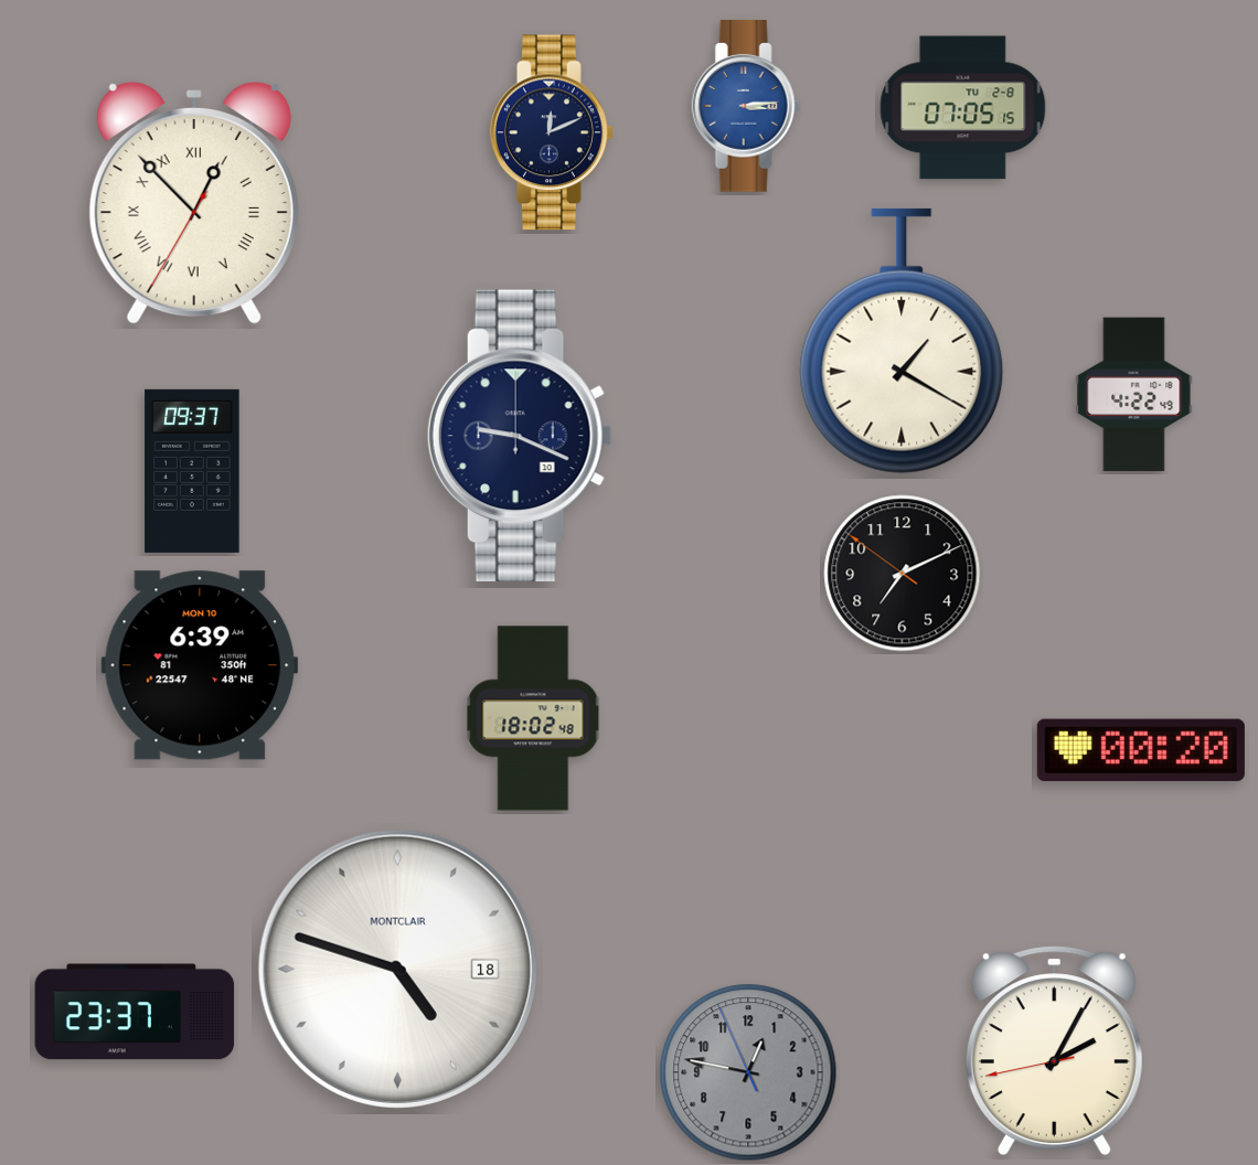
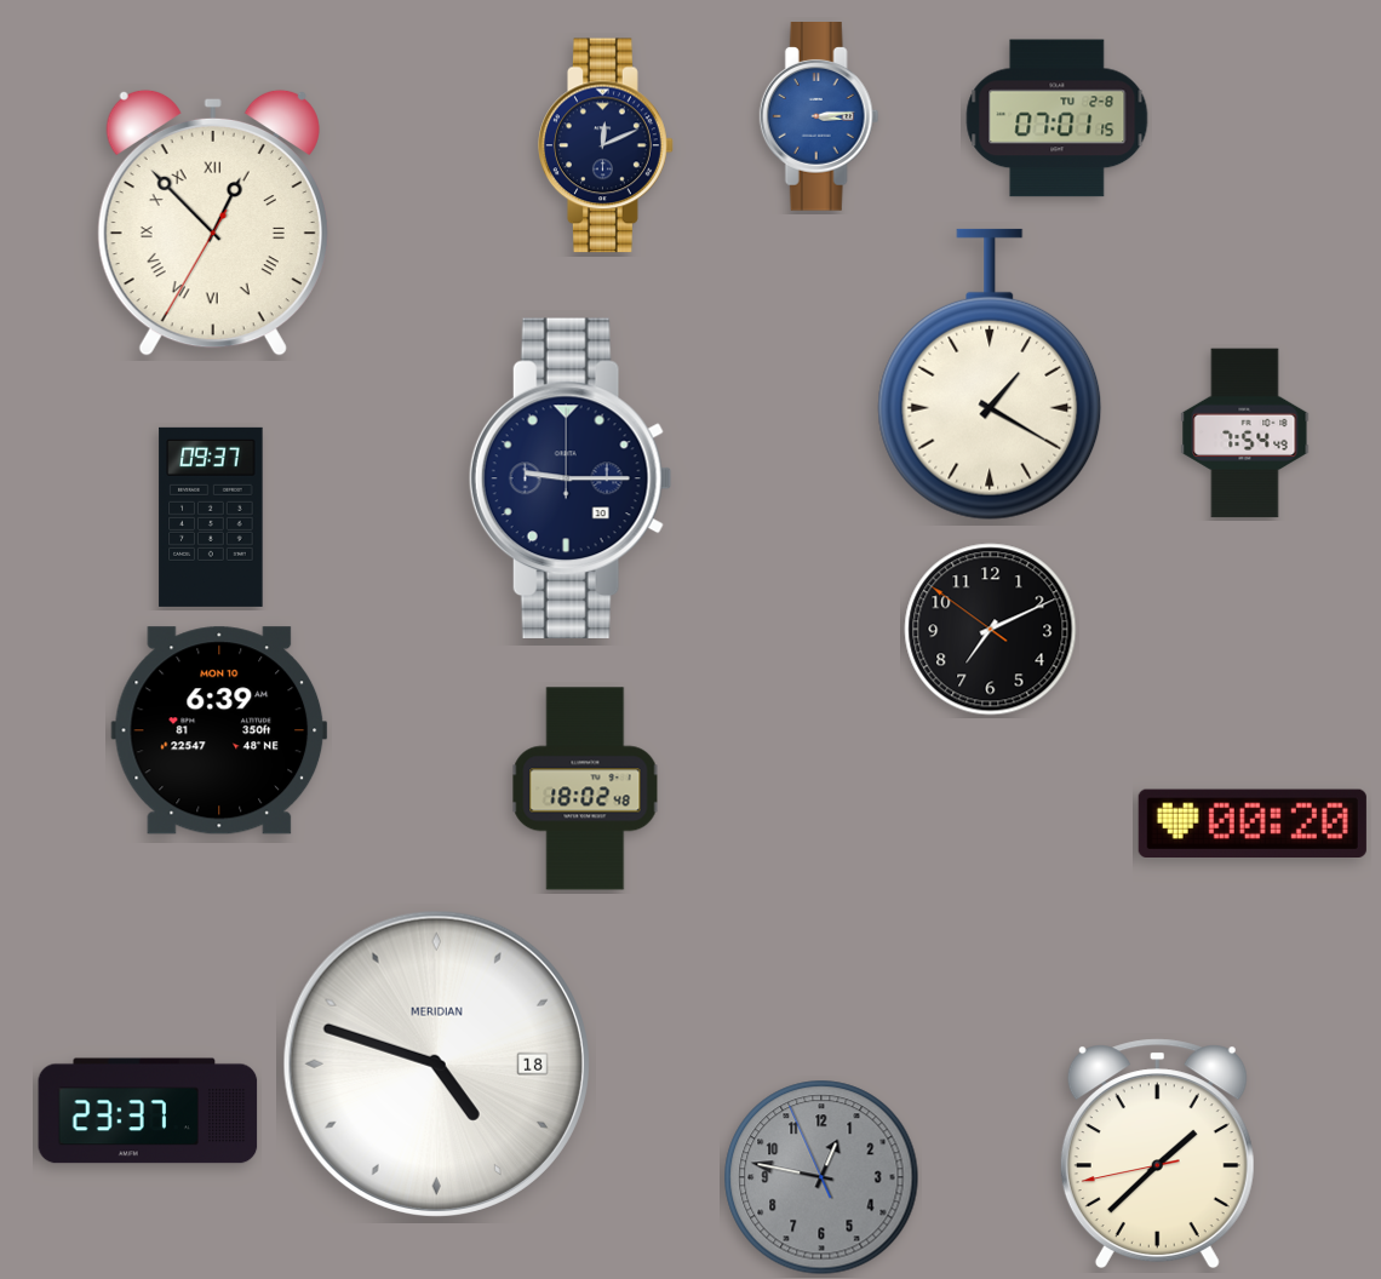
clock at (963, 108): 07:05 -> 07:01
clock at (1134, 395): 4:22 -> 7:54
clock at (520, 435): 9:19 -> 9:15
clock at (397, 969) brand: MONTCLAIR -> MERIDIAN
clock at (1054, 1050): 2:04 -> 1:37
